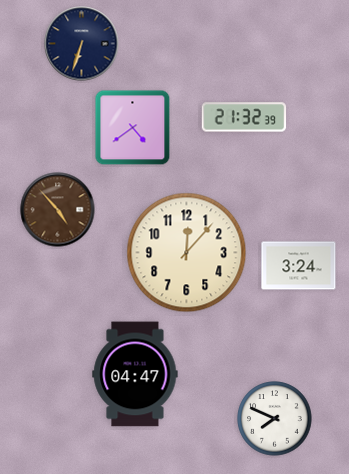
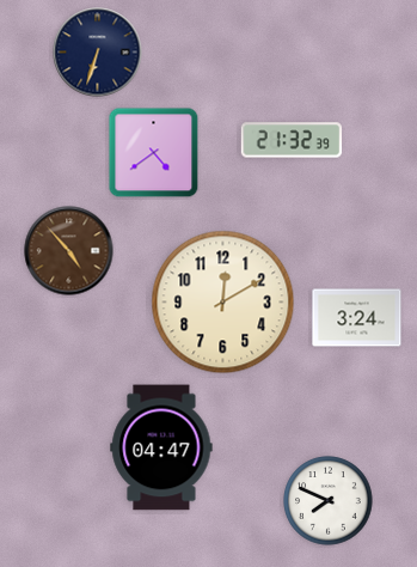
clock at (133, 128) position: (133, 128) -> (154, 153)
clock at (187, 253): 12:07 -> 12:10
